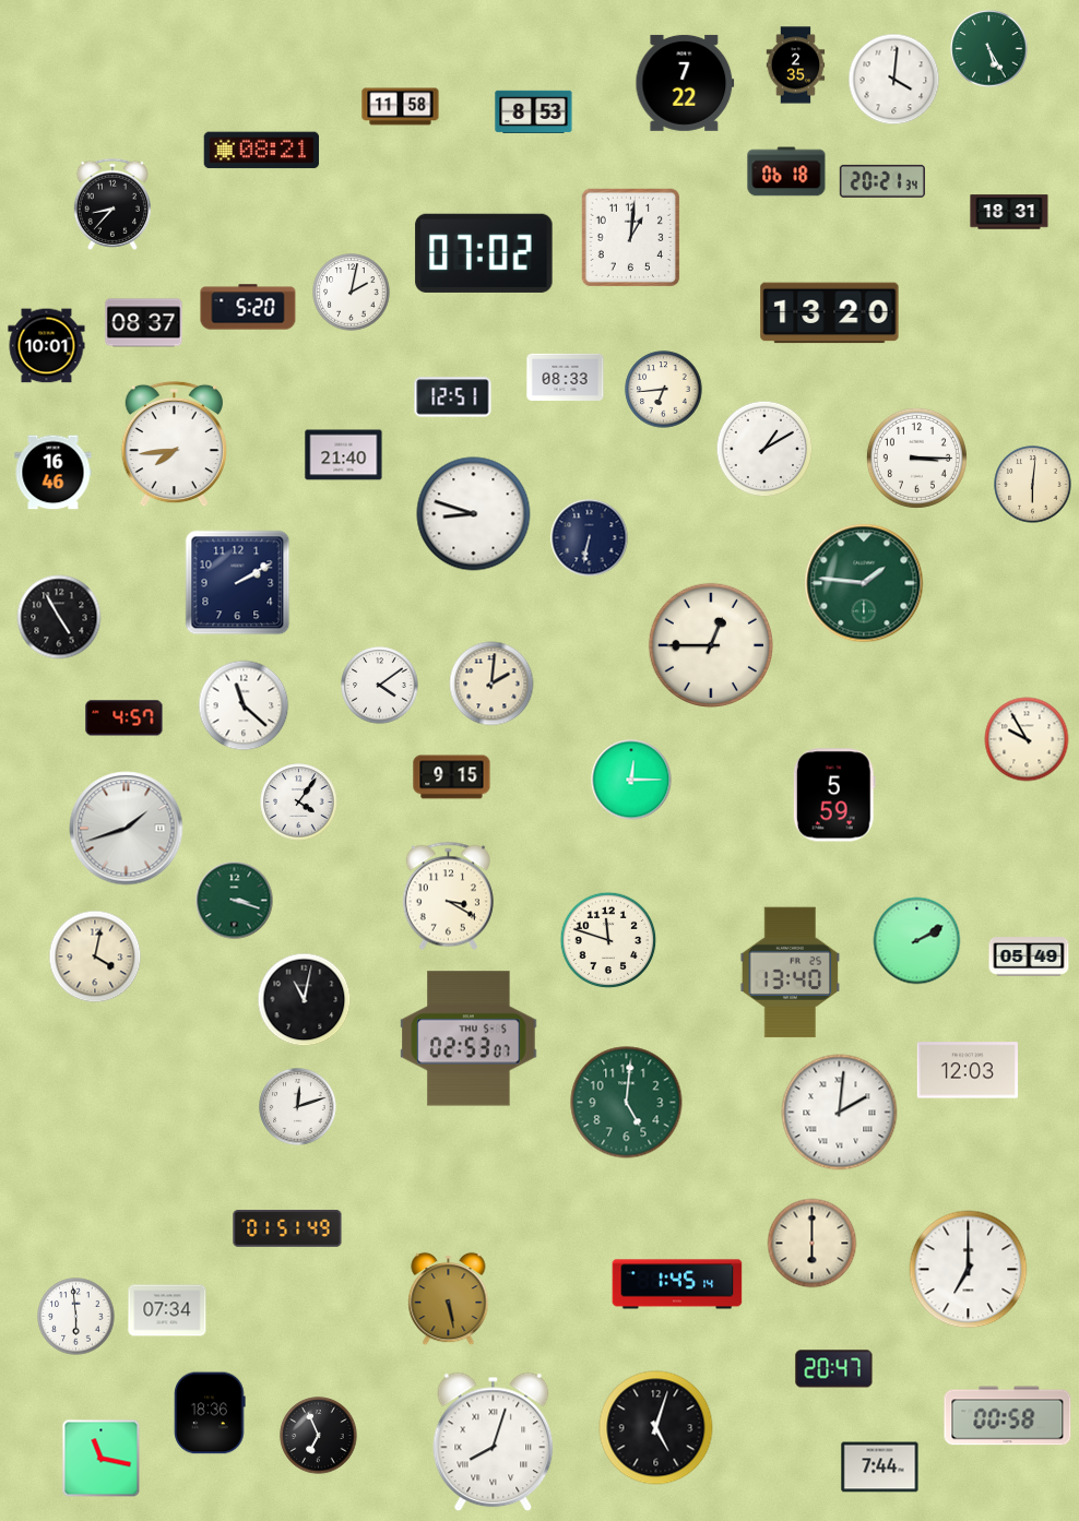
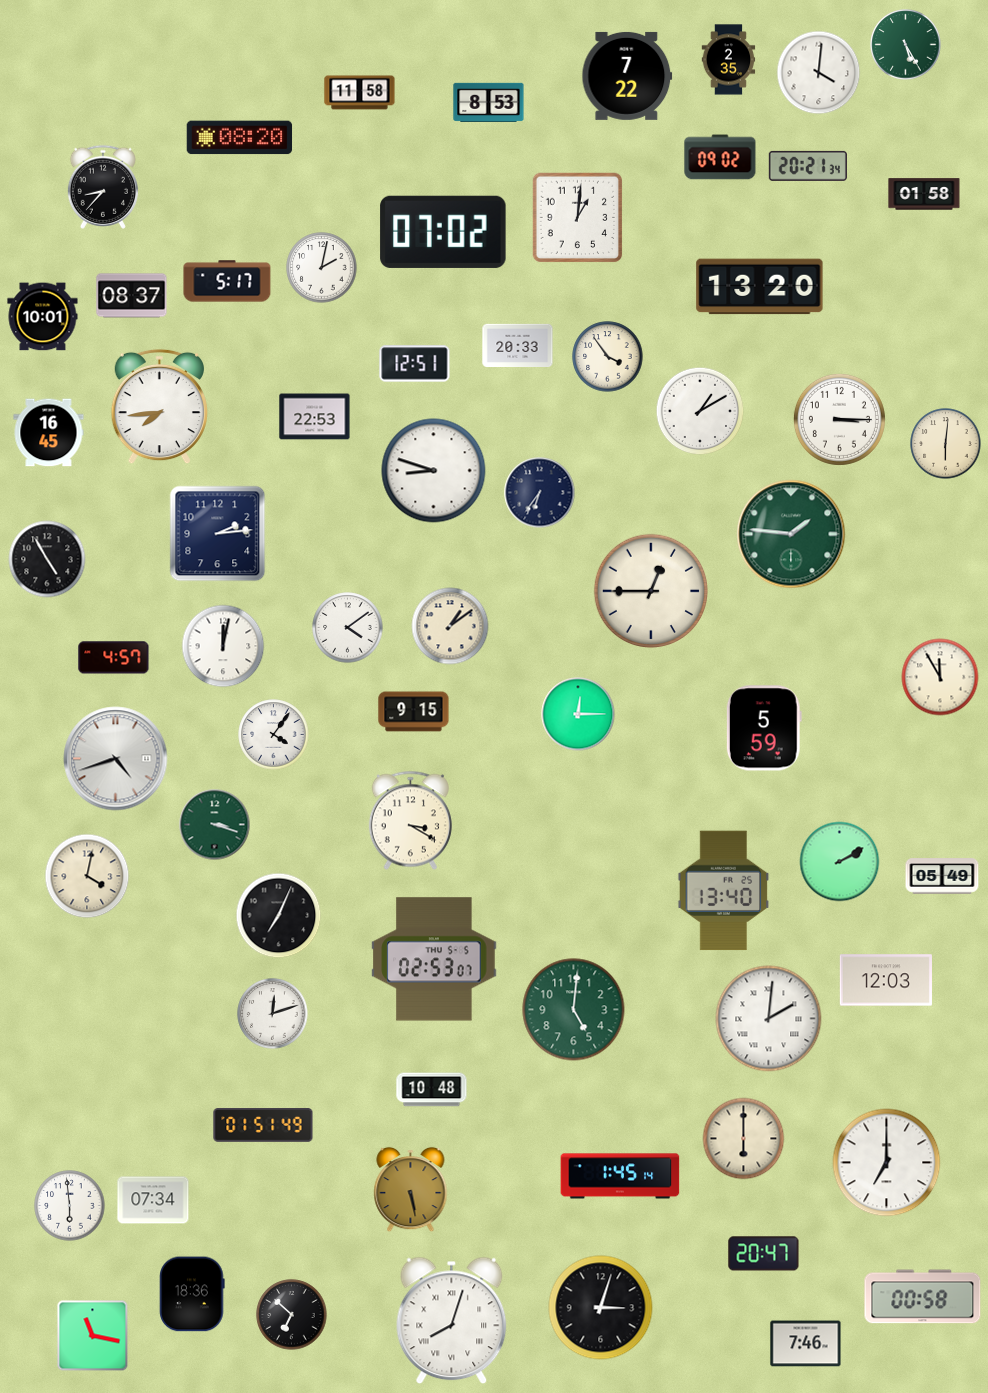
clock at (401, 107) position: (401, 107) -> (360, 93)
clock at (262, 151): 08:21 -> 08:20
clock at (786, 171): 06:18 -> 09:02
clock at (1009, 212): 18:31 -> 01:58
clock at (248, 307): 5:20 -> 5:17
clock at (566, 378): 08:33 -> 20:33
clock at (664, 390): 6:44 -> 3:54
clock at (344, 455): 21:40 -> 22:53
clock at (54, 473): 16:46 -> 16:45
clock at (590, 538): 6:32 -> 6:36
clock at (238, 583): 2:10 -> 2:14
clock at (59, 617) position: (59, 617) -> (47, 559)
clock at (491, 684): 2:01 -> 1:09
clock at (244, 705): 11:22 -> 12:02
clock at (1027, 739): 9:55 -> 11:55
clock at (127, 829): 1:42 -> 4:42
clock at (608, 940): 11:48 -> none
clock at (305, 1000): 11:02 -> 7:04
clock at (469, 1038) position: (469, 1038) -> (434, 959)
clock at (432, 1090): none -> 10:48
clock at (656, 1428): 5:03 -> 3:03
clock at (319, 1436): 6:56 -> 6:52
clock at (880, 1467): 7:44 -> 7:46
